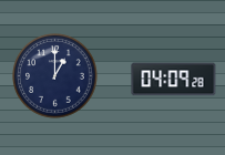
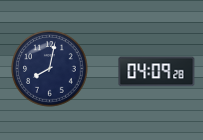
clock at (55, 76): 1:00 -> 8:02
